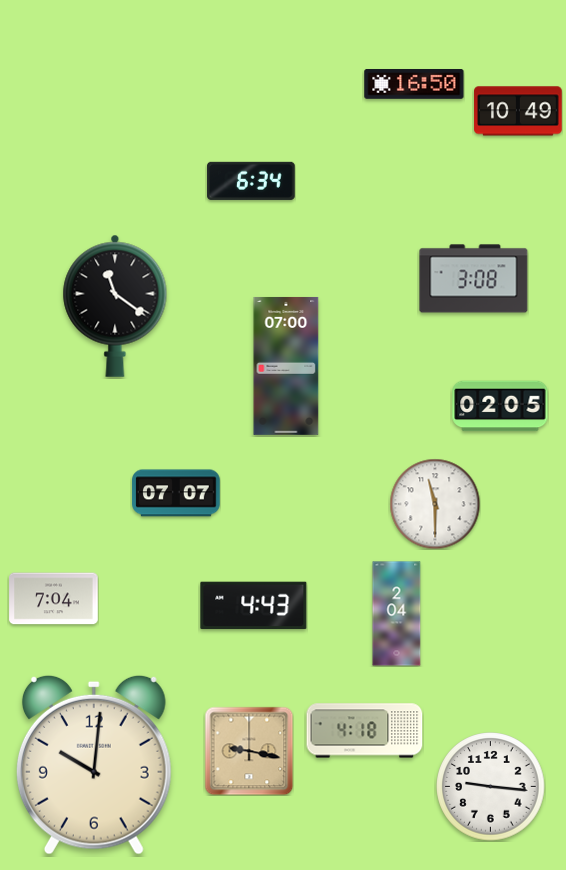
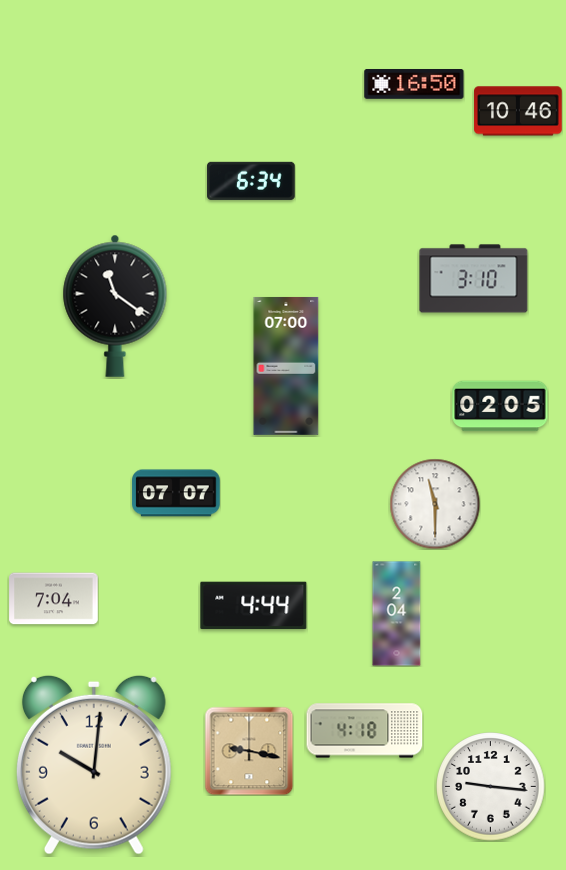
clock at (518, 111): 10:49 -> 10:46
clock at (474, 279): 3:08 -> 3:10
clock at (254, 606): 4:43 -> 4:44
